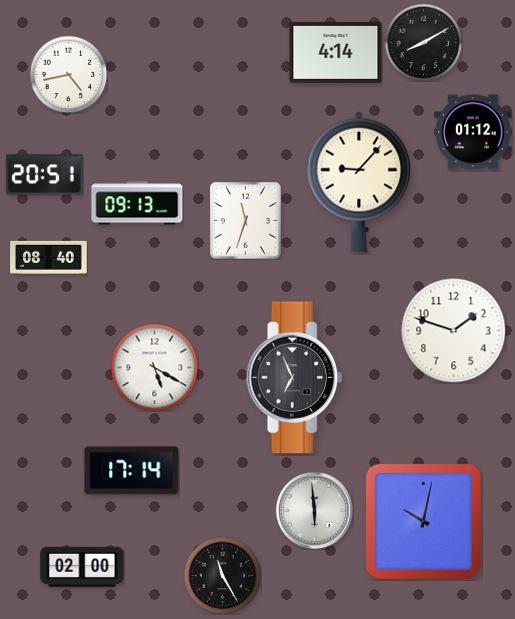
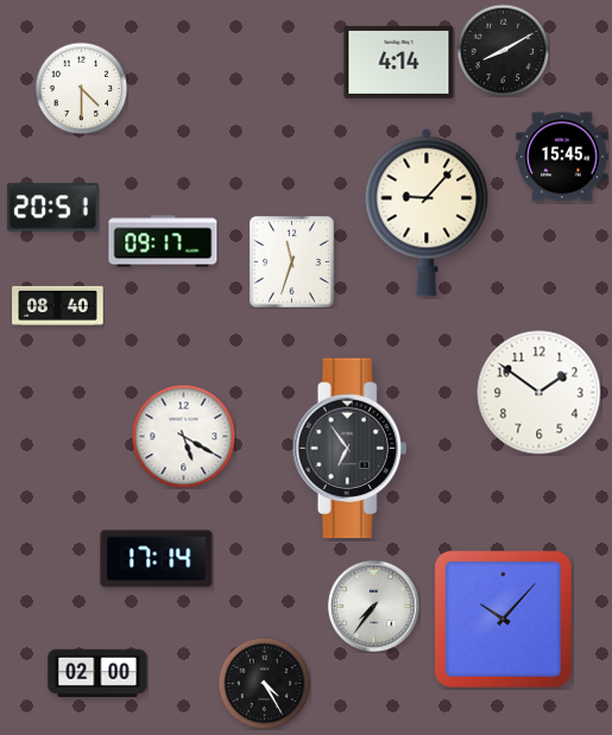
clock at (68, 74): 4:43 -> 4:30
clock at (473, 132): 01:12 -> 15:45
clock at (359, 182) position: (359, 182) -> (427, 213)
clock at (137, 203): 09:13 -> 09:17
clock at (454, 331): 1:48 -> 1:51
clock at (295, 378): 6:56 -> 6:54
clock at (314, 510): 5:59 -> 7:36
clock at (423, 521): 10:02 -> 10:07
clock at (222, 575): 11:25 -> 4:25
